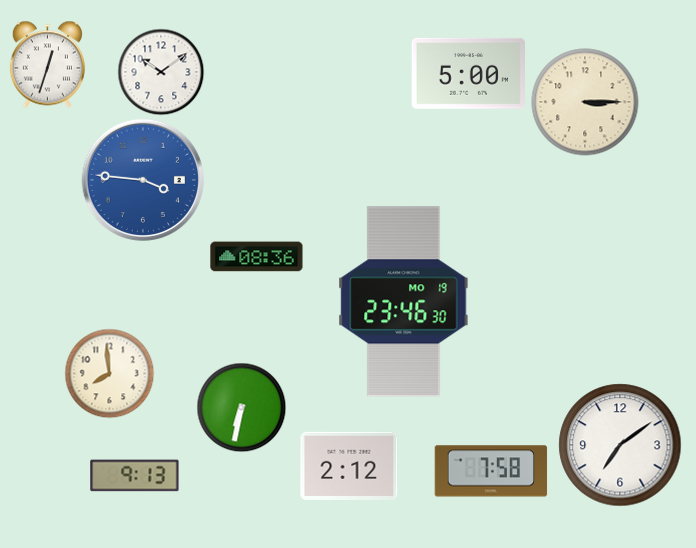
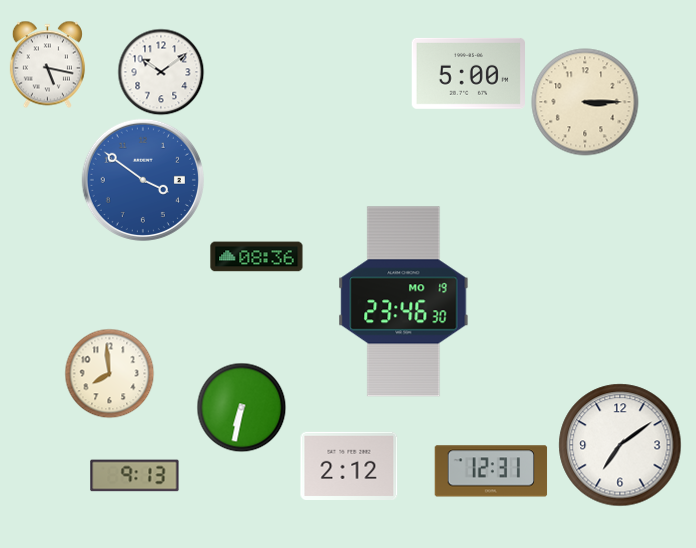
clock at (47, 64): 12:33 -> 5:17
clock at (143, 180): 3:46 -> 3:51
clock at (491, 471): 7:58 -> 12:31
